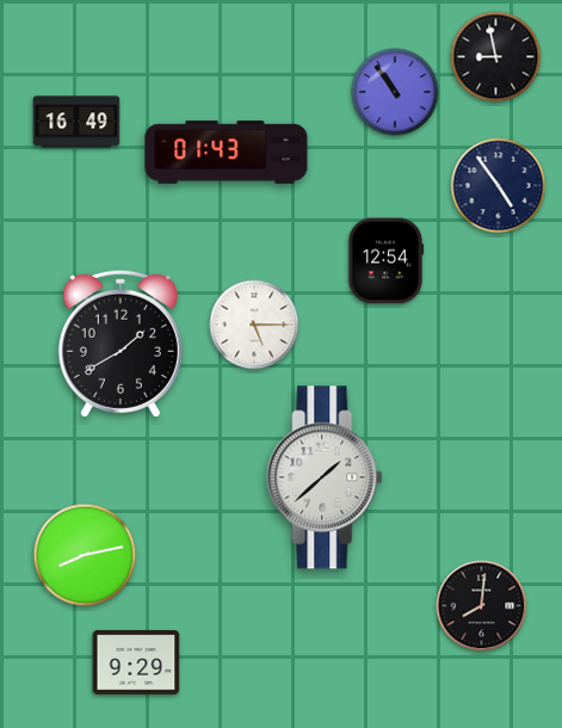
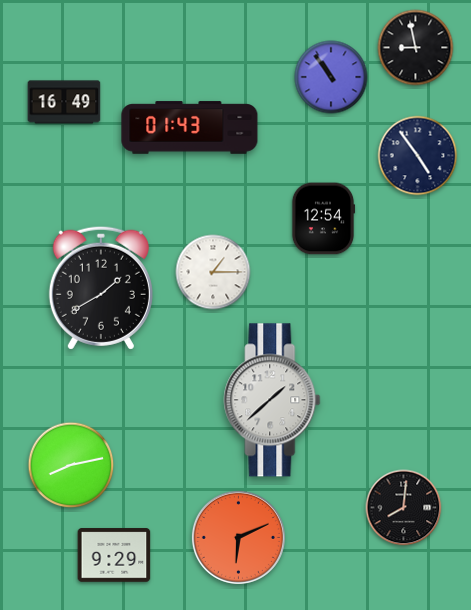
clock at (254, 325): 5:15 -> 1:15
clock at (238, 537): none -> 6:11
